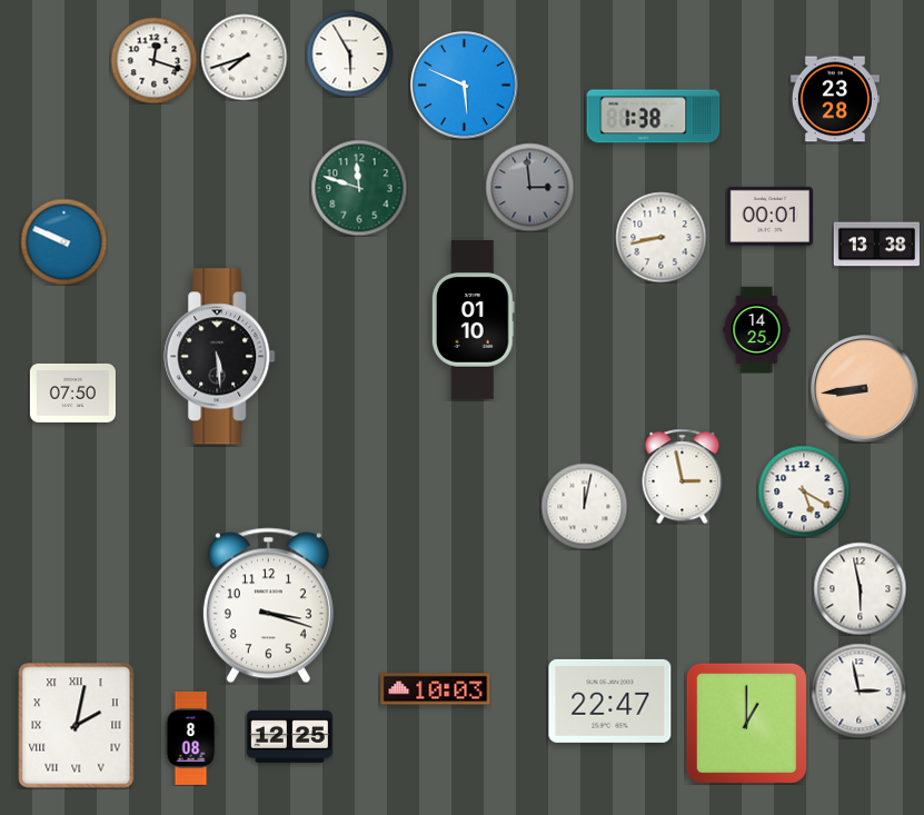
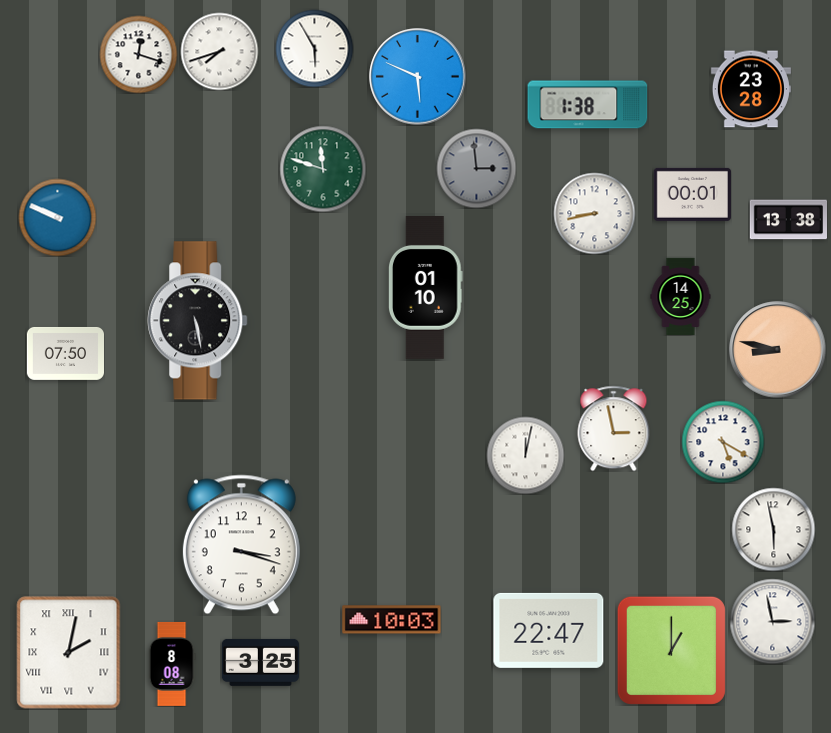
clock at (220, 357): 5:29 -> 5:28
clock at (865, 389): 8:44 -> 8:47
clock at (289, 736): 12:25 -> 3:25
